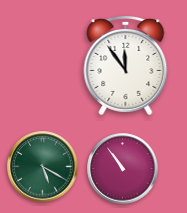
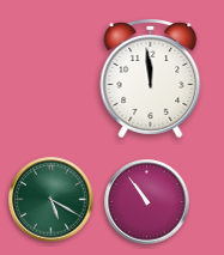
clock at (126, 66): 11:54 -> 11:59
